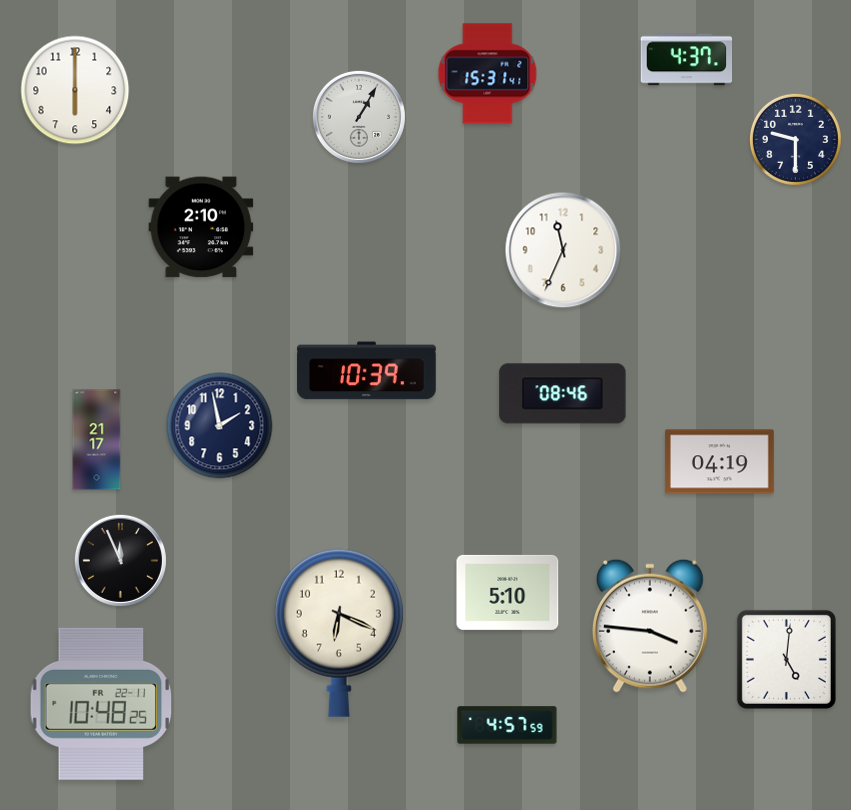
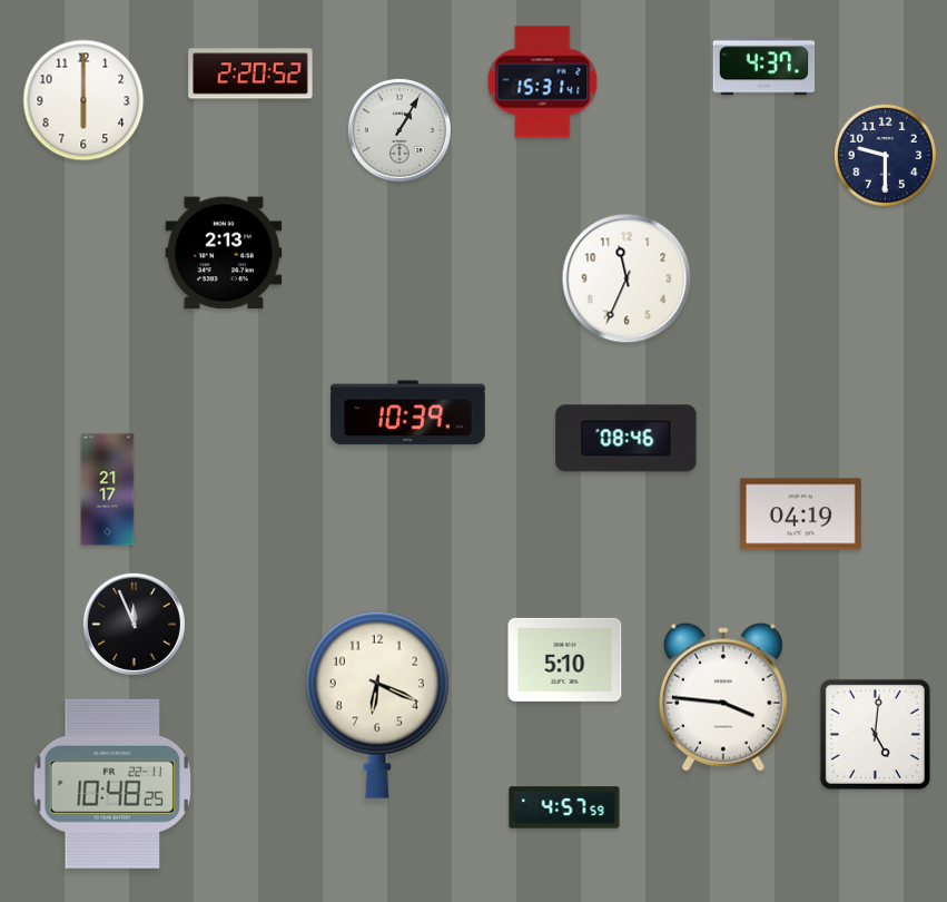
clock at (250, 73): none -> 2:20
clock at (201, 227): 2:10 -> 2:13
clock at (220, 426): 1:58 -> none
